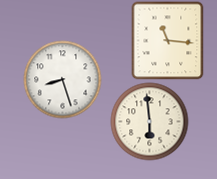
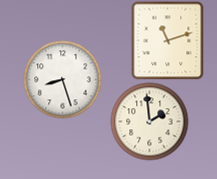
clock at (168, 40): 11:16 -> 11:12
clock at (149, 121): 5:59 -> 1:59
